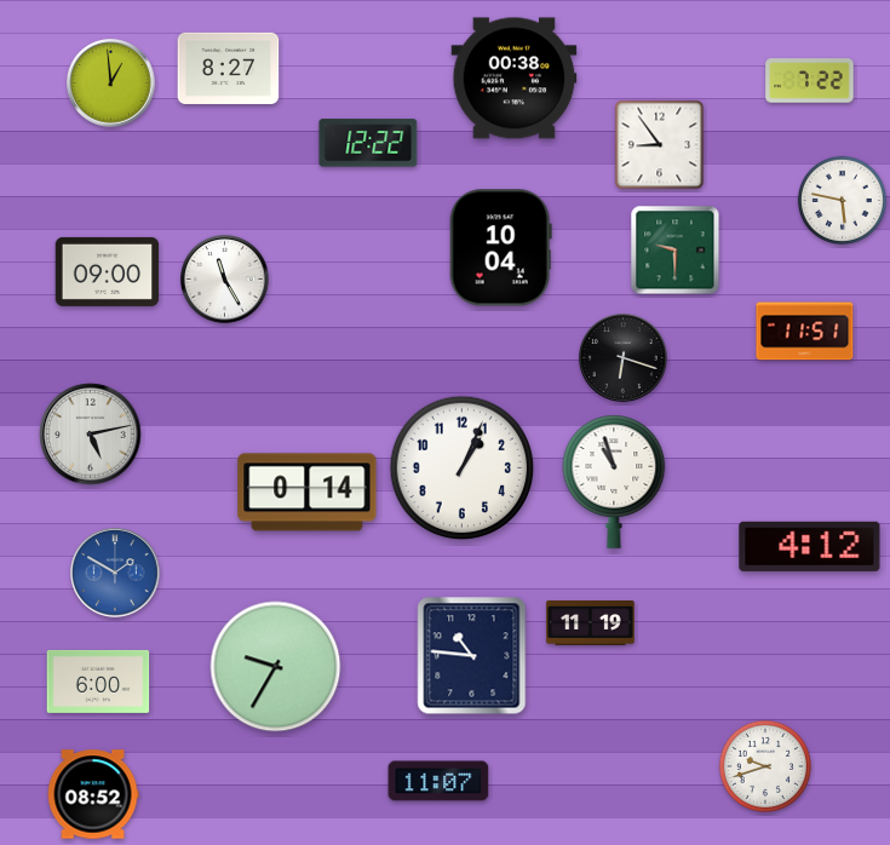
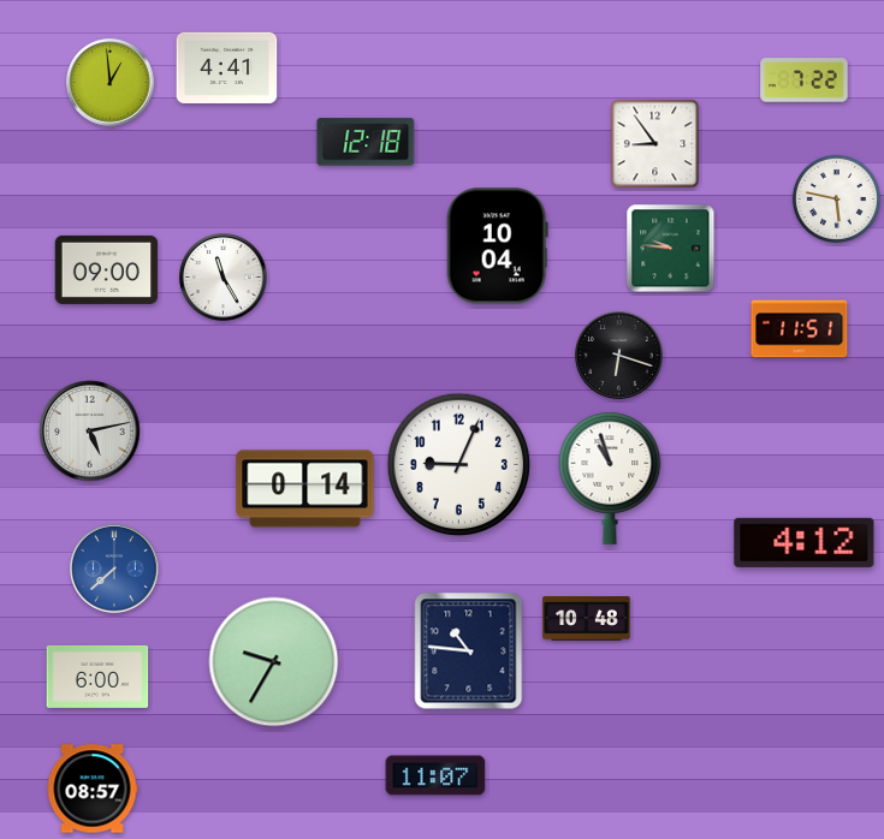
clock at (229, 68): 8:27 -> 4:41
clock at (515, 79): 00:38 -> none
clock at (368, 143): 12:22 -> 12:18
clock at (676, 251): 9:30 -> 9:46
clock at (463, 469): 1:04 -> 9:04
clock at (115, 573): 1:50 -> 7:38
clock at (591, 623): 11:19 -> 10:48
clock at (765, 766): 9:42 -> none
clock at (93, 794): 08:52 -> 08:57
